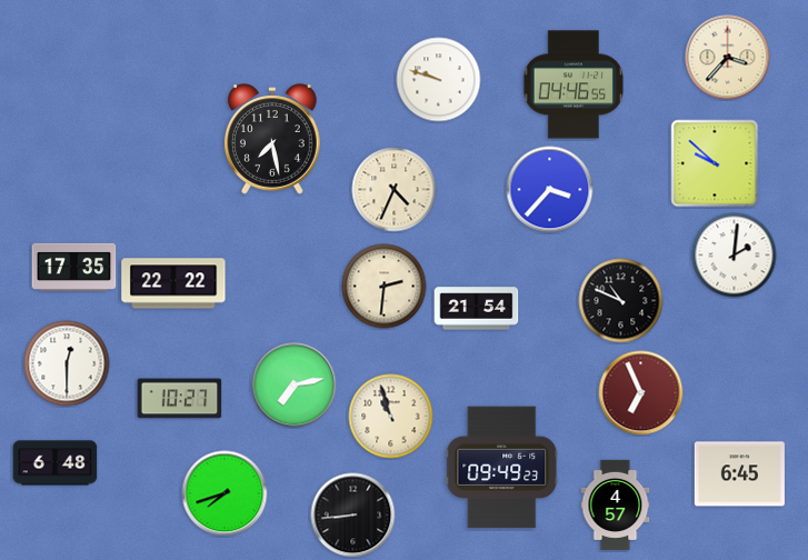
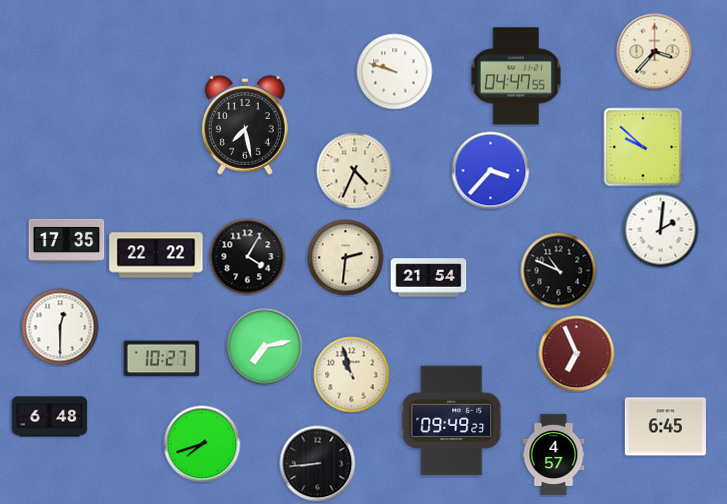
clock at (573, 84): 04:46 -> 04:47
clock at (550, 190) position: (550, 190) -> (491, 171)
clock at (248, 257): none -> 4:05
